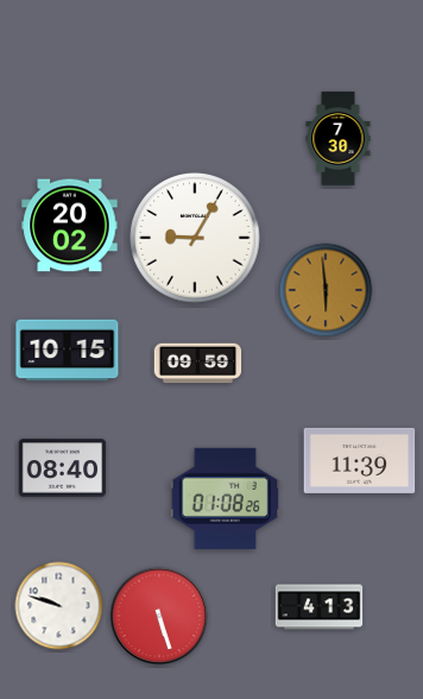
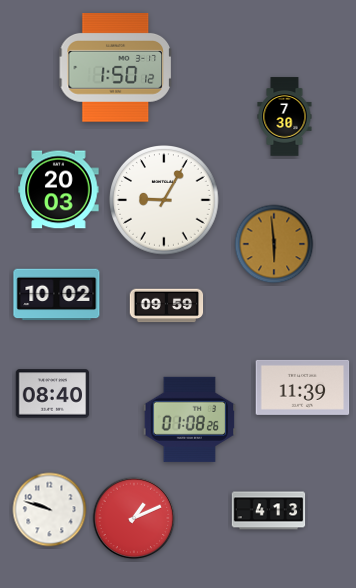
clock at (116, 68): none -> 1:50
clock at (70, 226): 20:02 -> 20:03
clock at (68, 351): 10:15 -> 10:02
clock at (159, 616): 5:27 -> 1:11
